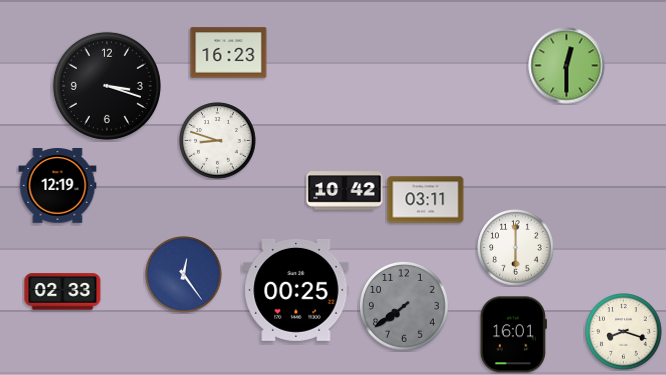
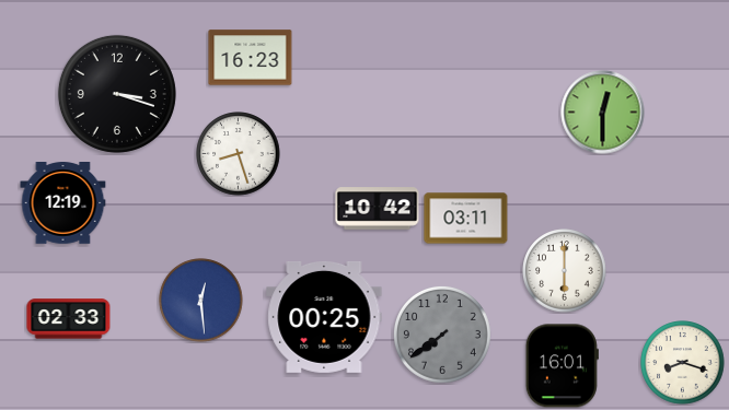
clock at (567, 66) position: (567, 66) -> (603, 113)
clock at (218, 141): 8:48 -> 8:27
clock at (184, 275): 12:24 -> 12:29
